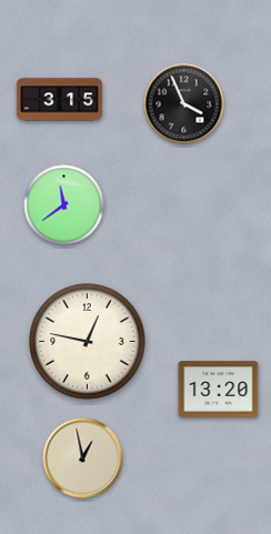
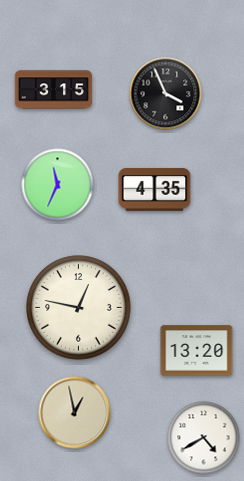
clock at (64, 205): 11:39 -> 11:34
clock at (155, 190): none -> 4:35
clock at (204, 438): none -> 4:40
